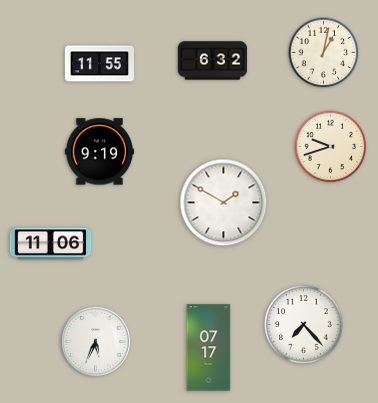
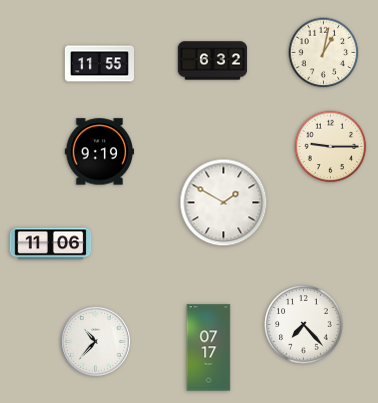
clock at (331, 147): 9:42 -> 9:15
clock at (95, 341): 5:34 -> 10:37
